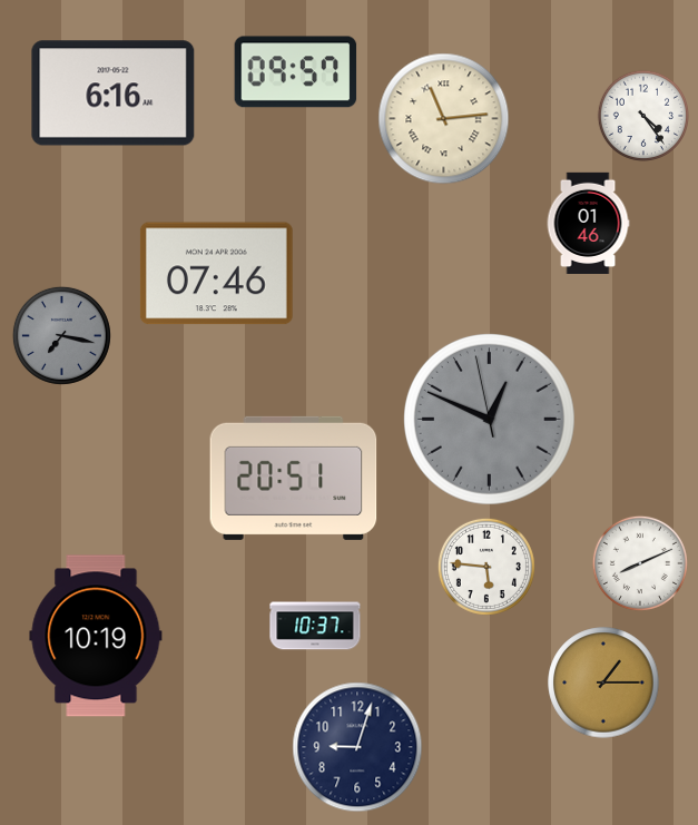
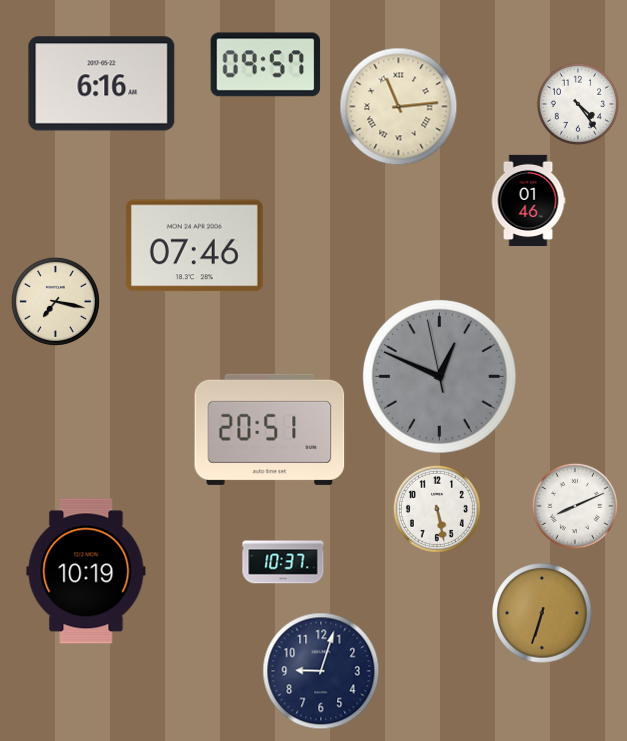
clock at (61, 335) dial: grey -> cream
clock at (294, 478) position: (294, 478) -> (270, 429)
clock at (486, 567): 5:46 -> 5:28
clock at (603, 682): 1:15 -> 6:33
